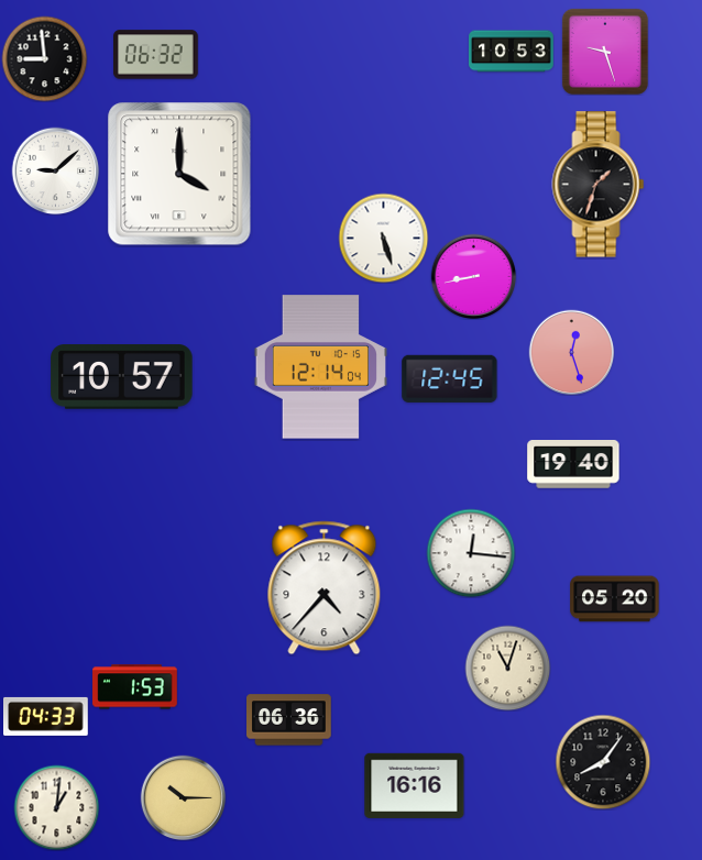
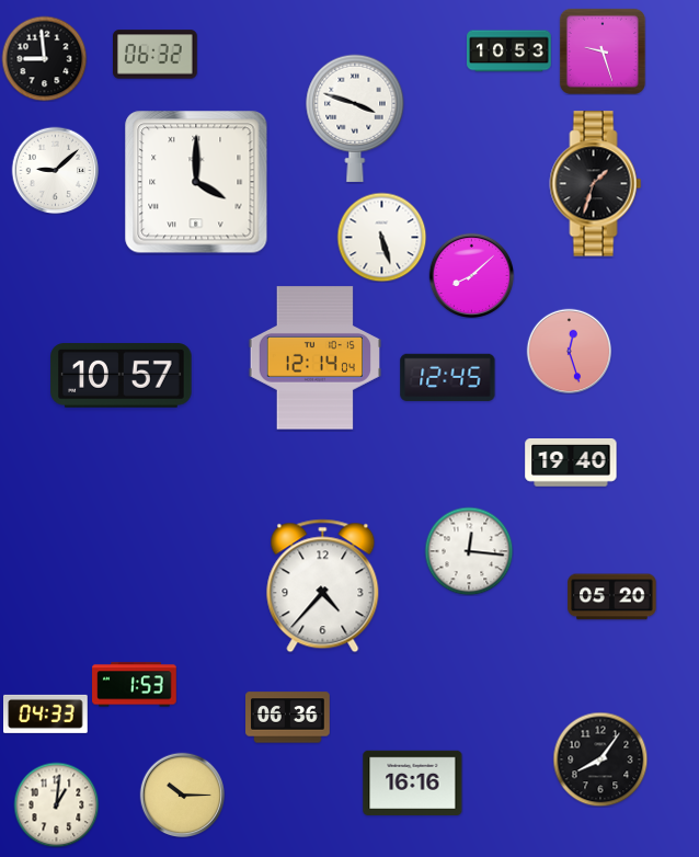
clock at (355, 118): none -> 3:48
clock at (179, 174) position: (179, 174) -> (196, 182)
clock at (473, 276): 8:43 -> 8:08
clock at (320, 367) position: (320, 367) -> (314, 358)
clock at (507, 668): 11:03 -> none
